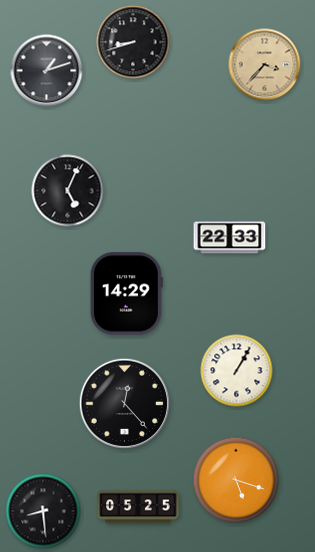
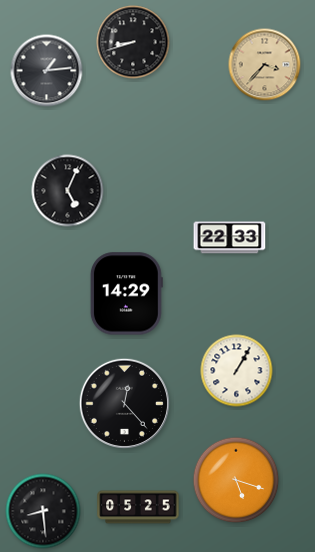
clock at (47, 71): 1:12 -> 1:14
